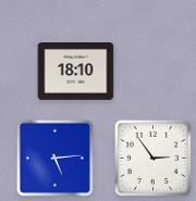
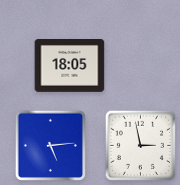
clock at (76, 72): 18:10 -> 18:05
clock at (152, 158): 2:54 -> 2:58
